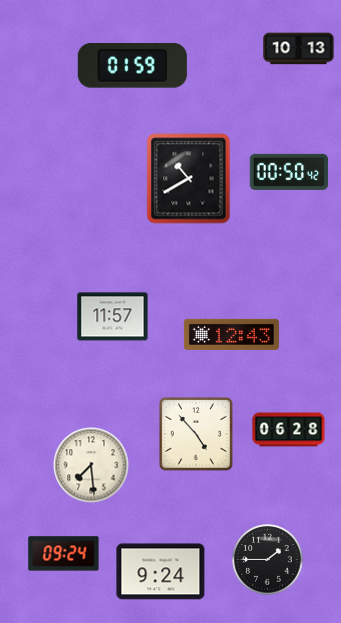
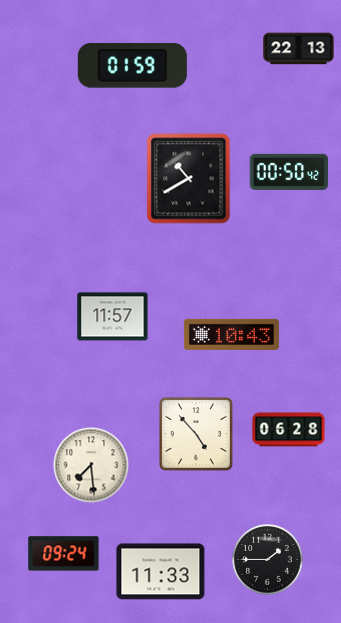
clock at (299, 49): 10:13 -> 22:13
clock at (231, 334): 12:43 -> 10:43
clock at (161, 572): 9:24 -> 11:33
